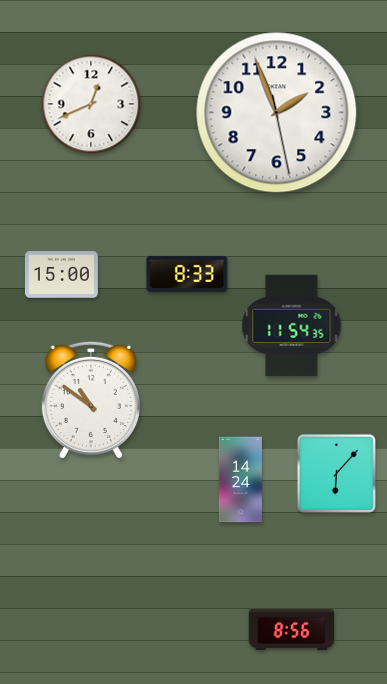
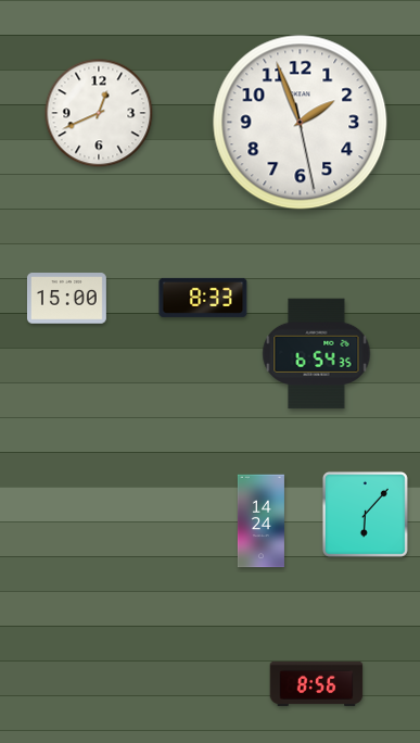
clock at (292, 326): 11:54 -> 6:54
clock at (91, 400): 10:51 -> none
